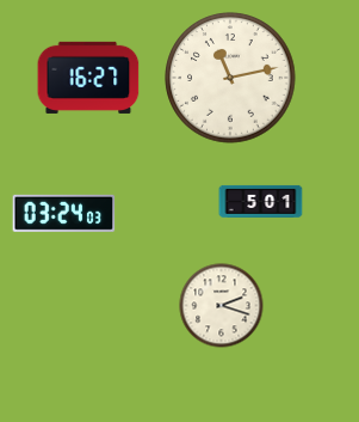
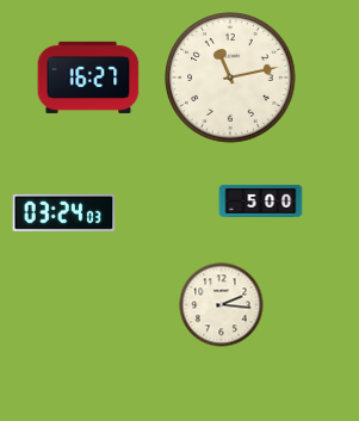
clock at (261, 201): 5:01 -> 5:00
clock at (222, 306): 2:18 -> 2:16
